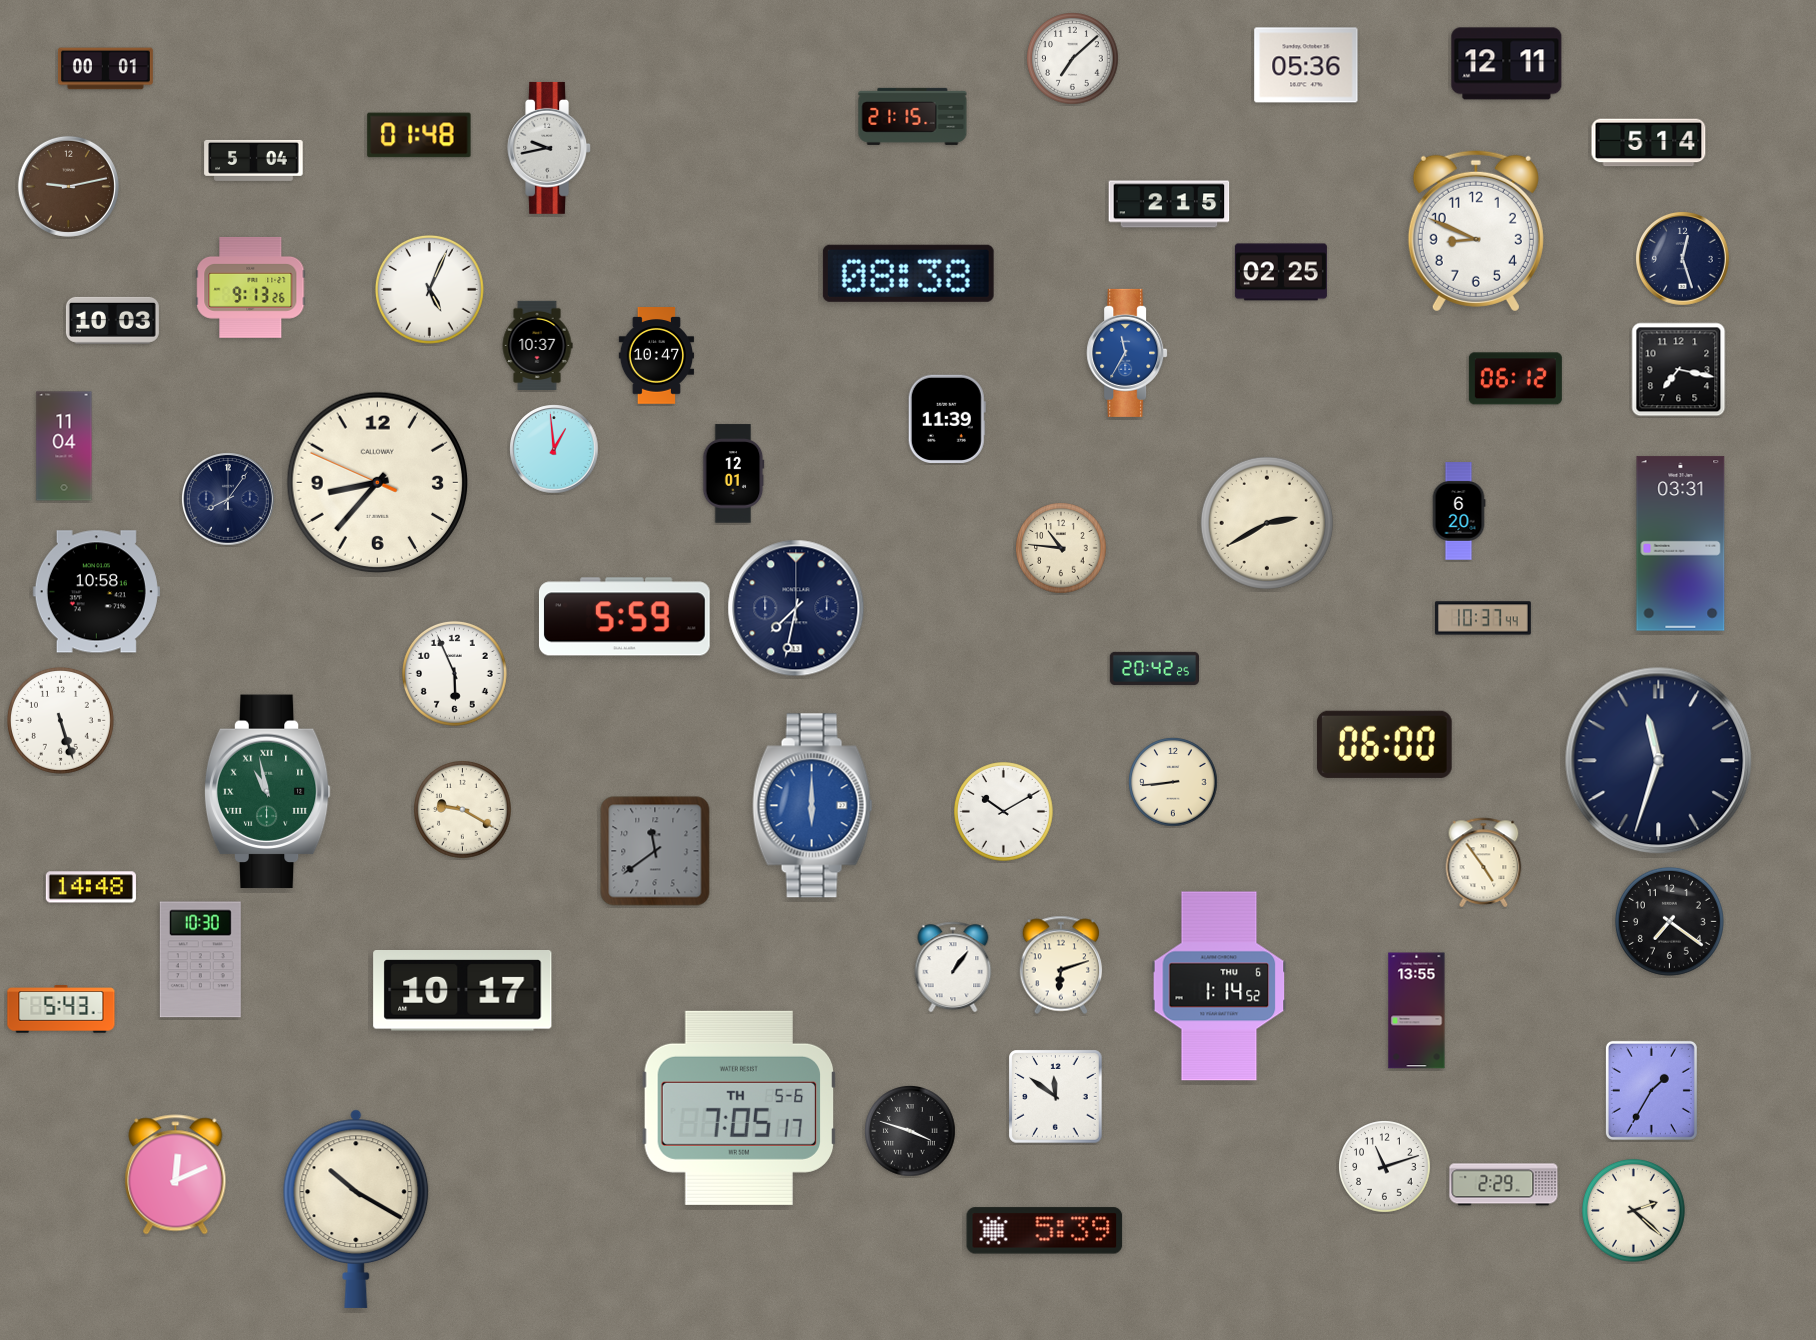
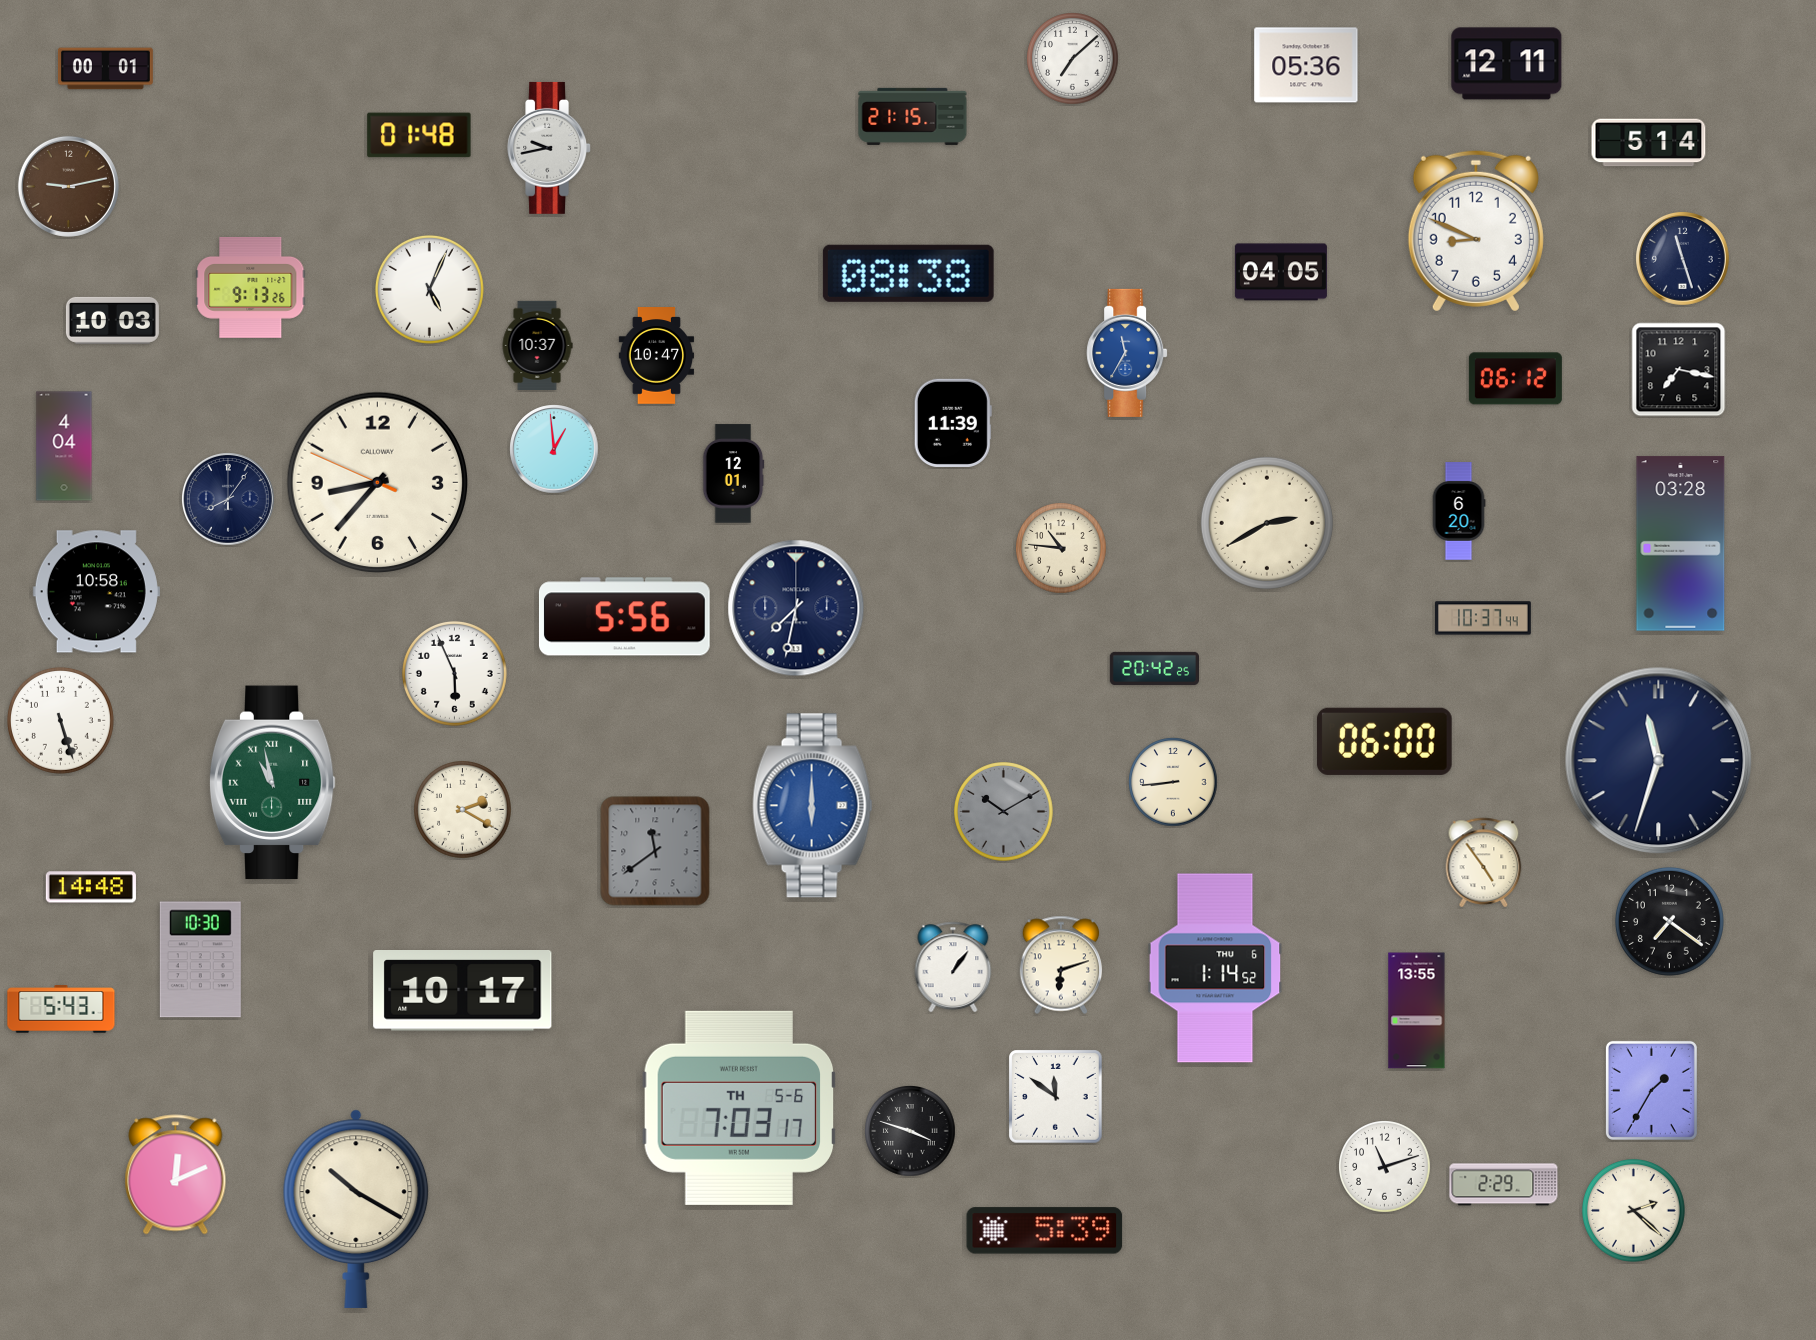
clock at (254, 160): 5:04 -> none
clock at (1169, 204): 2:15 -> none
clock at (1682, 258): 12:27 -> 11:27
clock at (1281, 272): 02:25 -> 04:05
clock at (947, 418) position: (947, 418) -> (953, 422)
clock at (64, 446): 11:04 -> 4:04
clock at (1681, 544): 03:31 -> 03:28
clock at (624, 617): 5:59 -> 5:56
clock at (1384, 744) position: (1384, 744) -> (1384, 741)
clock at (267, 792) position: (267, 792) -> (272, 783)
clock at (463, 810): 9:20 -> 2:20
clock at (1004, 812) dial: white -> grey
clock at (1219, 986) position: (1219, 986) -> (1215, 968)
clock at (739, 1108): 7:05 -> 7:03
